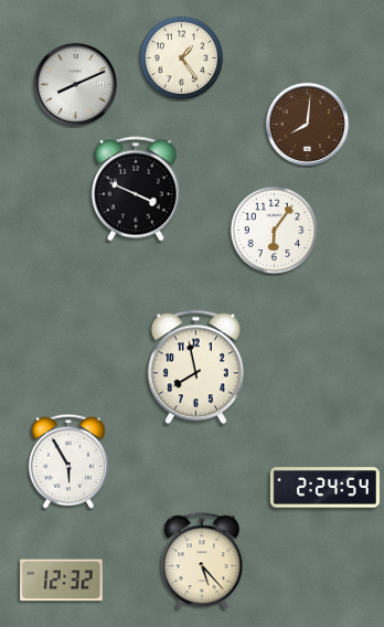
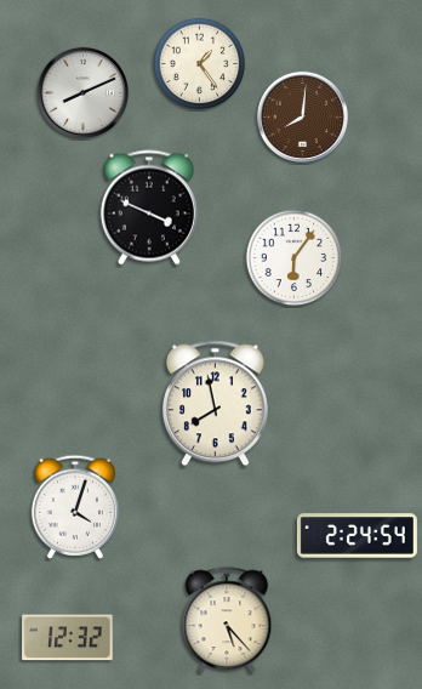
clock at (307, 124) position: (307, 124) -> (302, 116)
clock at (275, 231) position: (275, 231) -> (295, 258)
clock at (68, 461): 5:55 -> 4:03
clock at (202, 562) position: (202, 562) -> (227, 621)
